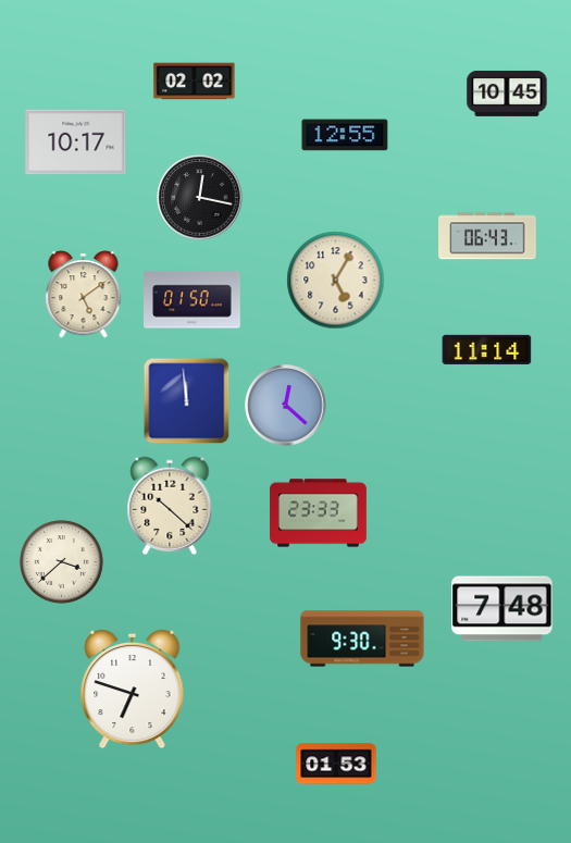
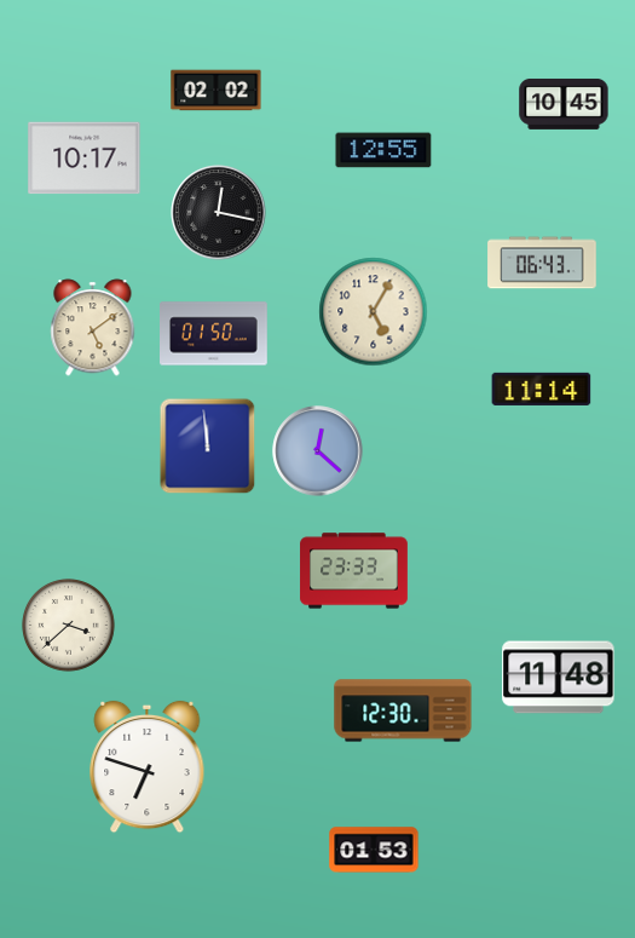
clock at (200, 198) position: (200, 198) -> (219, 213)
clock at (170, 506): 10:22 -> none
clock at (502, 609): 7:48 -> 11:48
clock at (362, 639): 9:30 -> 12:30
